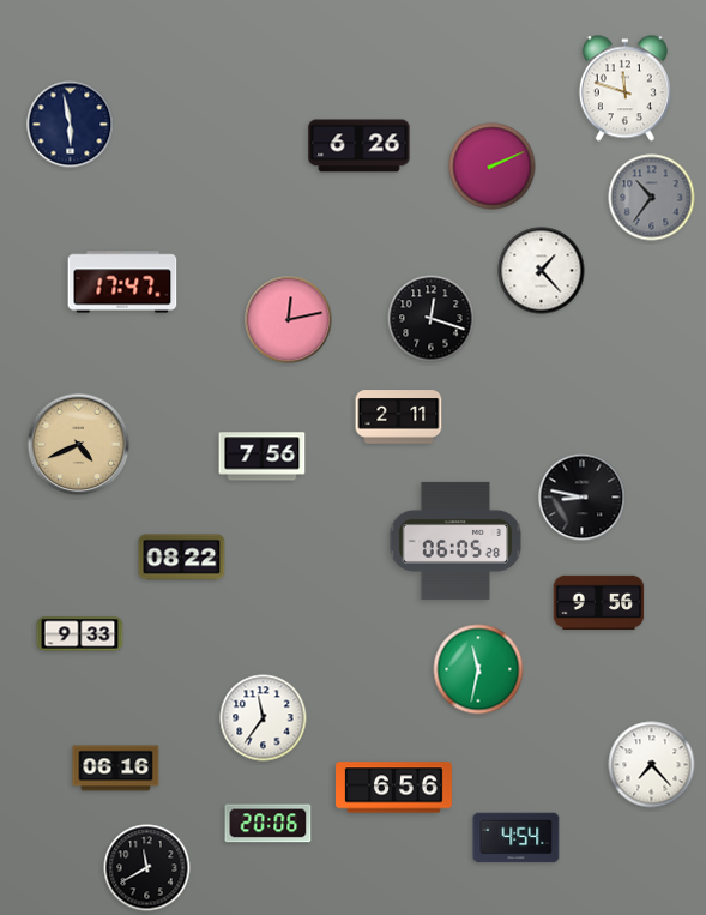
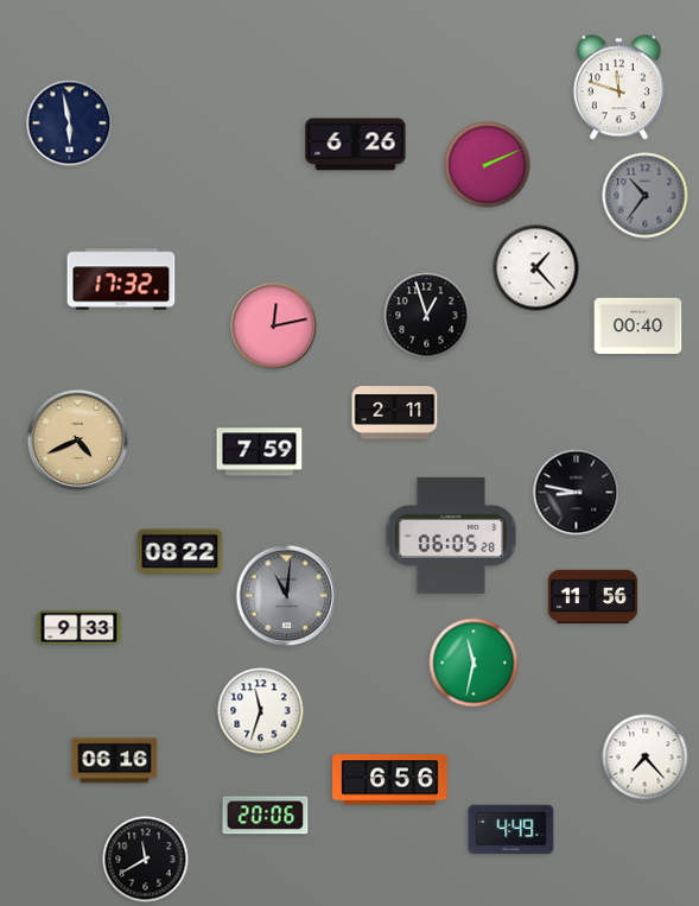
clock at (122, 282): 17:47 -> 17:32
clock at (432, 319): 12:18 -> 12:57
clock at (289, 320) position: (289, 320) -> (274, 327)
clock at (638, 325): none -> 00:40
clock at (263, 457): 7:56 -> 7:59
clock at (287, 596): none -> 11:01
clock at (599, 602): 9:56 -> 11:56
clock at (264, 718): 11:36 -> 11:33
clock at (517, 838): 4:54 -> 4:49
